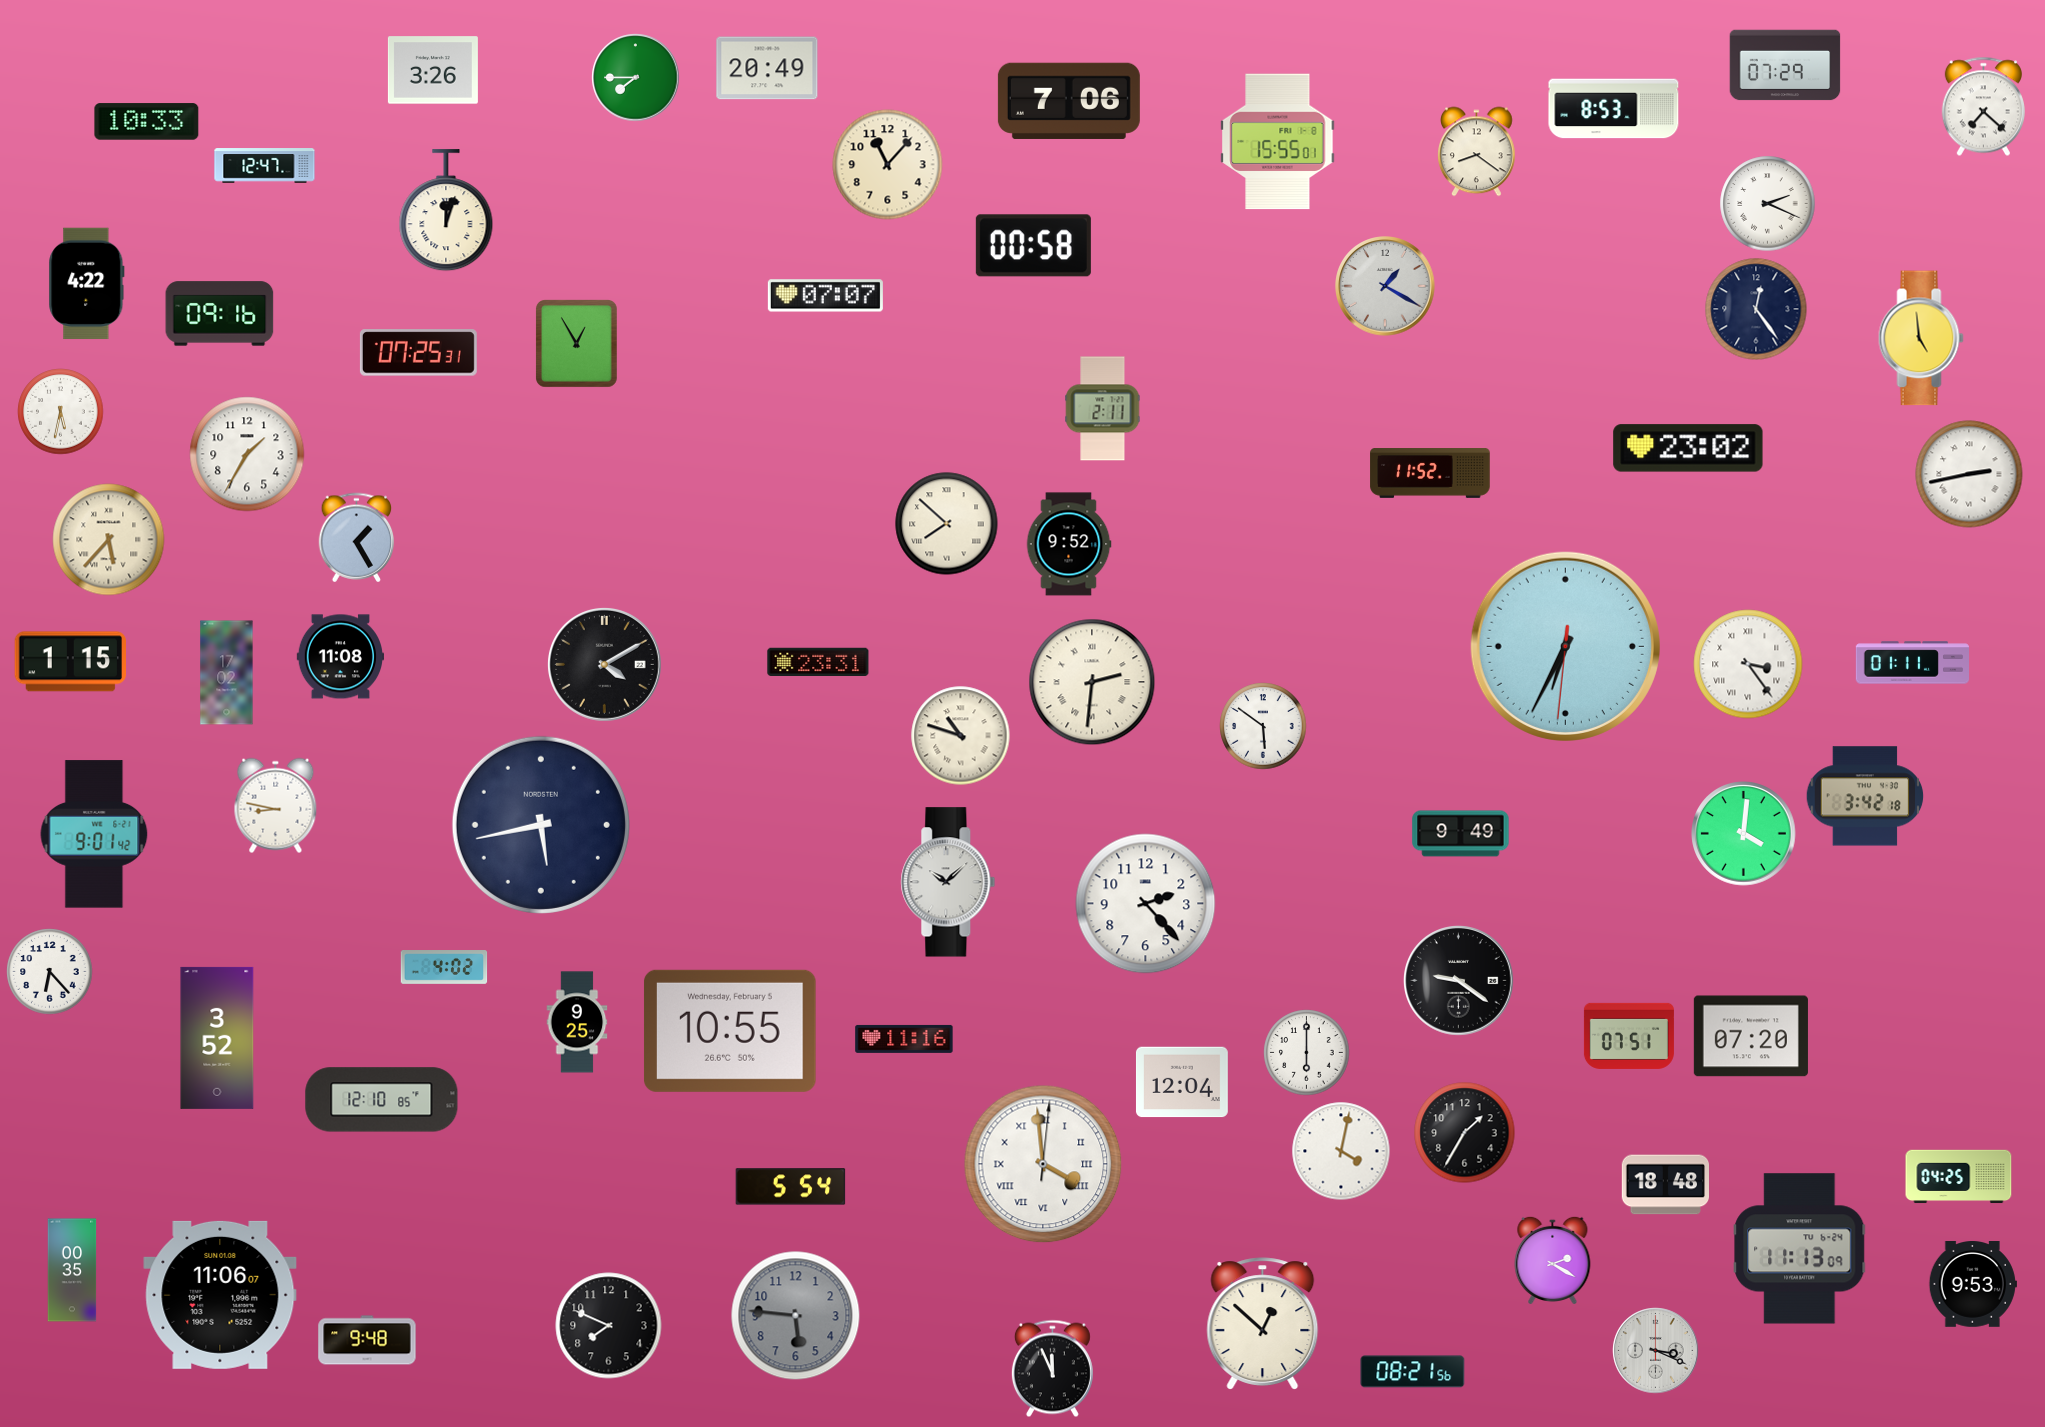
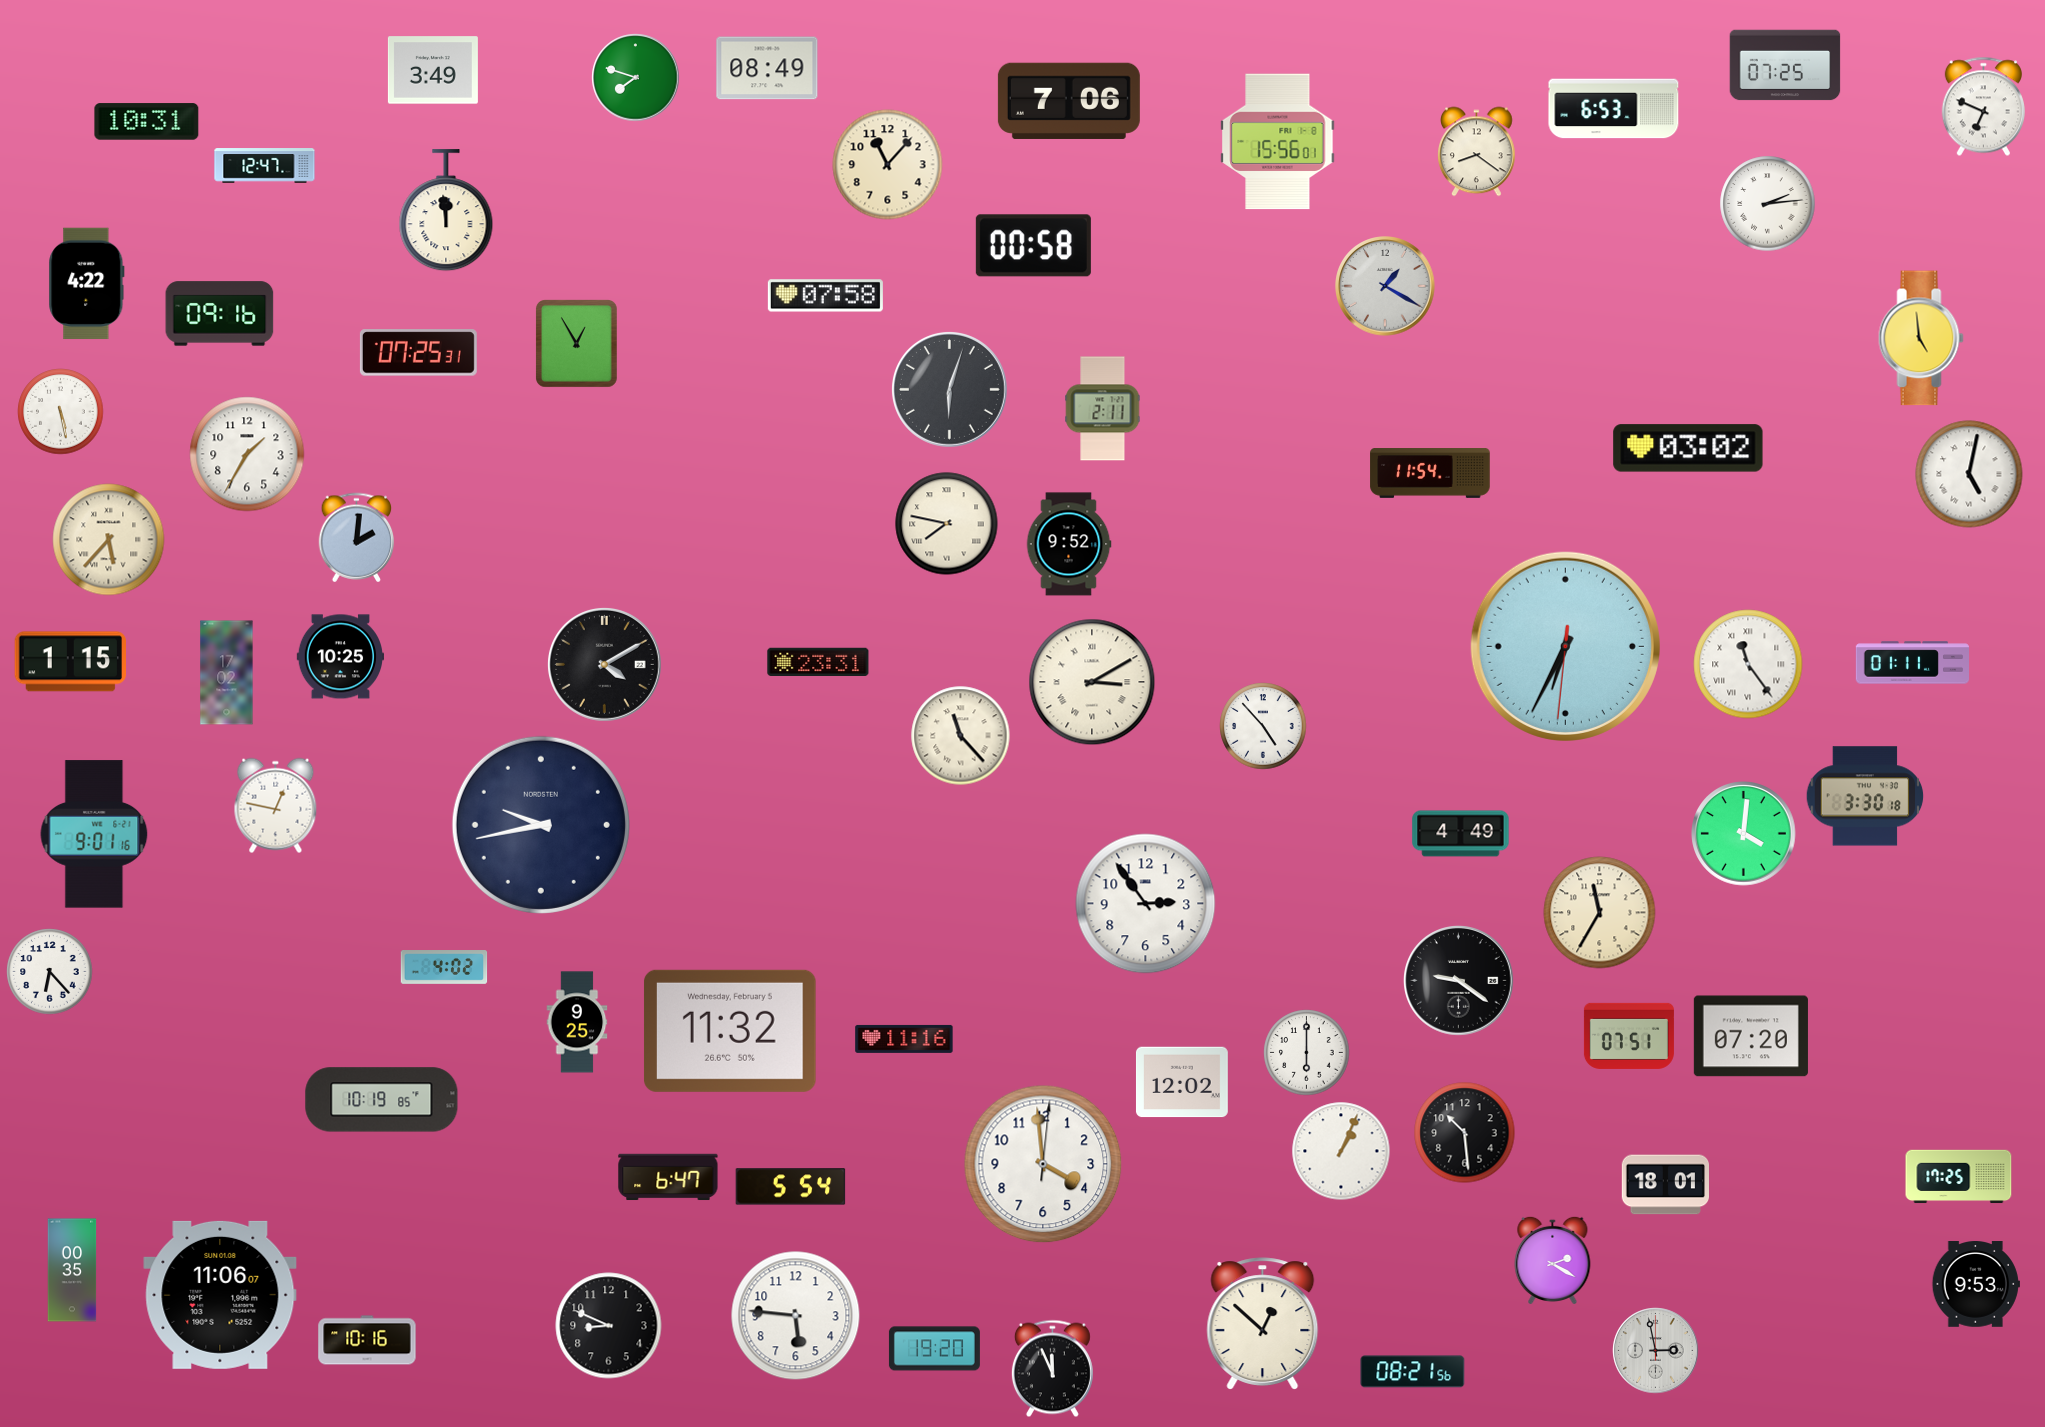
clock at (1785, 65): 07:29 -> 07:25
clock at (767, 68): 20:49 -> 08:49
clock at (433, 70): 3:26 -> 3:49
clock at (636, 78): 7:45 -> 7:48
clock at (1983, 107): 7:22 -> 6:49
clock at (1614, 109): 8:53 -> 6:53
clock at (147, 122): 10:33 -> 10:31
clock at (1278, 142): 15:55 -> 15:56
clock at (1768, 204): 2:19 -> 2:14
clock at (446, 211): 12:03 -> 11:59
clock at (825, 296): 07:07 -> 07:58
clock at (1756, 309): 12:24 -> none
clock at (949, 389): none -> 6:03
clock at (61, 412): 5:32 -> 5:28
clock at (1688, 448): 23:02 -> 03:02
clock at (1430, 474): 11:52 -> 11:54
clock at (1969, 474): 2:43 -> 5:02
clock at (947, 524): 7:52 -> 7:47
clock at (357, 538): 1:25 -> 2:01
clock at (340, 657): 11:08 -> 10:25
clock at (1748, 664): 3:24 -> 11:24
clock at (1092, 682): 2:31 -> 3:10
clock at (1263, 726): 5:51 -> 4:53
clock at (961, 736): 10:48 -> 11:23
clock at (1865, 796): 3:42 -> 3:30
clock at (276, 806): 8:47 -> 12:47
clock at (541, 825): 5:43 -> 9:43
clock at (94, 834): 9:01:42 -> 9:01:16
clock at (1461, 834): 9:49 -> 4:49
clock at (948, 882): 10:08 -> none
clock at (1146, 904): 2:23 -> 2:54
clock at (1600, 913): none -> 11:35
clock at (730, 1031): 10:55 -> 11:32
clock at (217, 1038): 3:52 -> none
clock at (1182, 1082): 12:04 -> 12:02
clock at (382, 1100): 12:10 -> 10:19
clock at (1465, 1133): 1:35 -> 10:29
clock at (1341, 1151): 4:02 -> 1:04
clock at (1043, 1164) numerals: Roman -> Arabic
clock at (668, 1177): none -> 6:47
clock at (1959, 1177): 04:25 -> 17:25
clock at (1665, 1185): 18:48 -> 18:01
clock at (1800, 1249): 11:13 -> none
clock at (1973, 1285) position: (1973, 1285) -> (1976, 1285)
clock at (796, 1316) dial: grey -> white
clock at (609, 1326): 7:49 -> 8:49
clock at (367, 1340): 9:48 -> 10:16
clock at (934, 1349): none -> 19:20
clock at (1656, 1351): 3:19 -> 2:58
